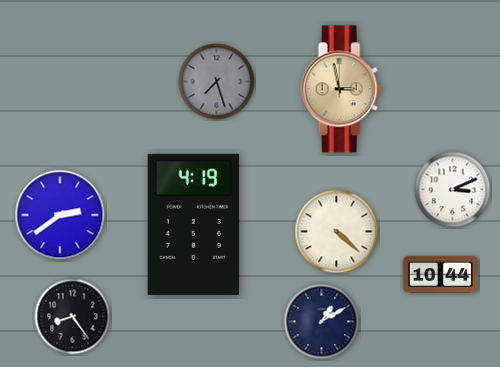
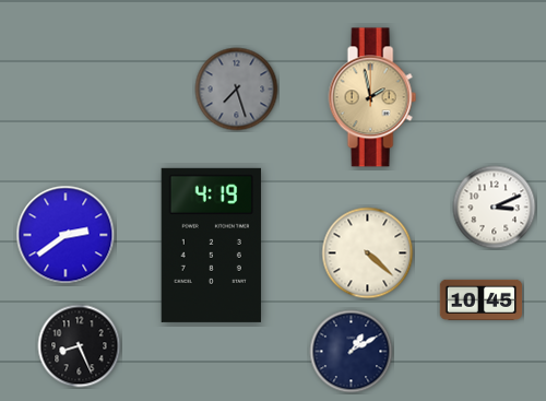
clock at (341, 89): 2:58 -> 1:58
clock at (441, 274): 10:44 -> 10:45
clock at (73, 317): 8:24 -> 8:26
